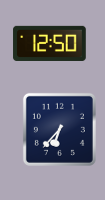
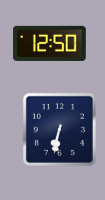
clock at (59, 129): 6:37 -> 6:32
